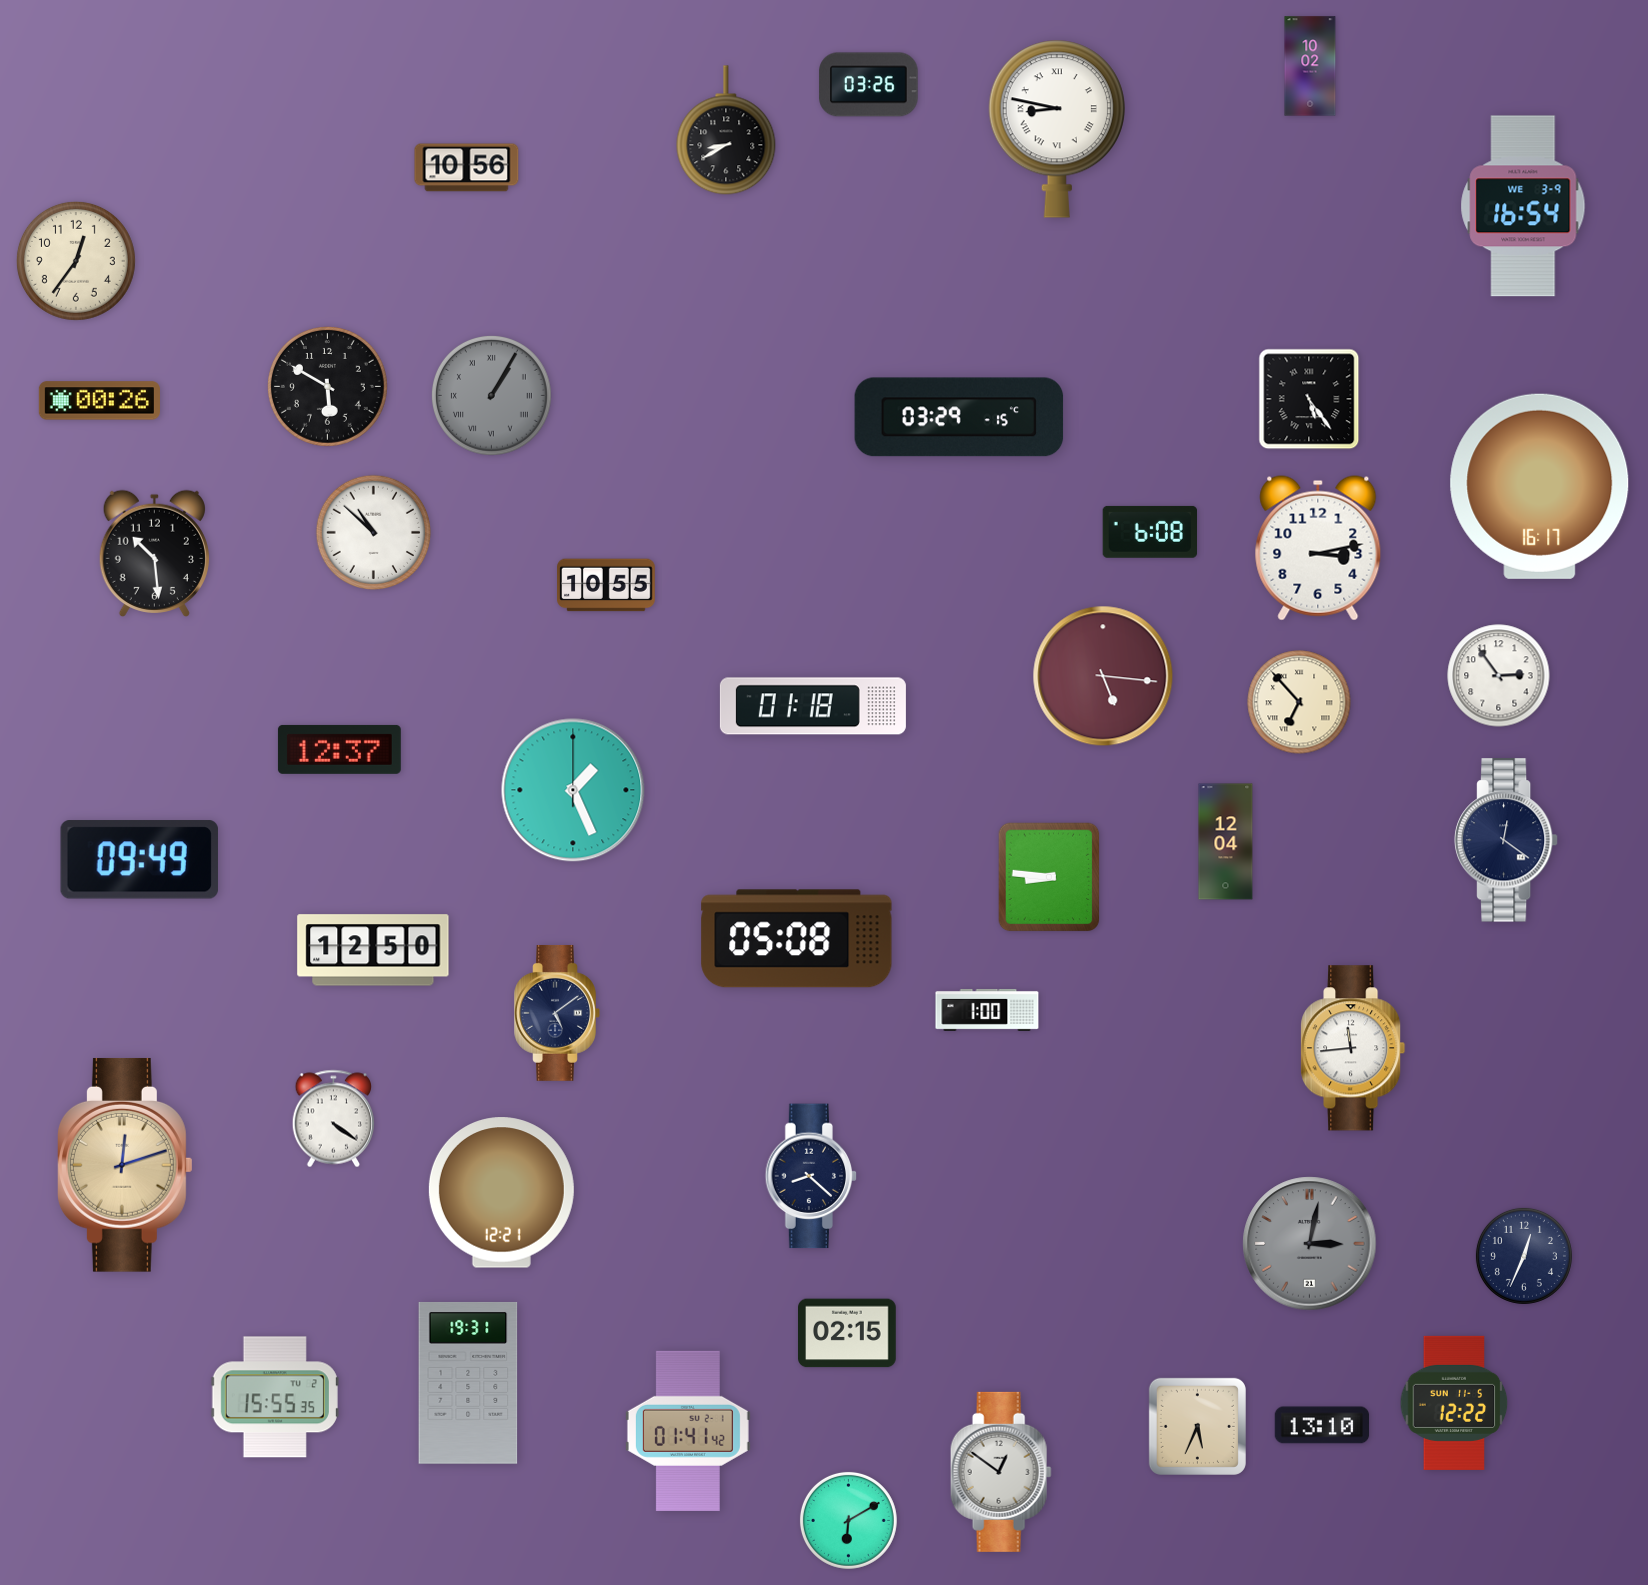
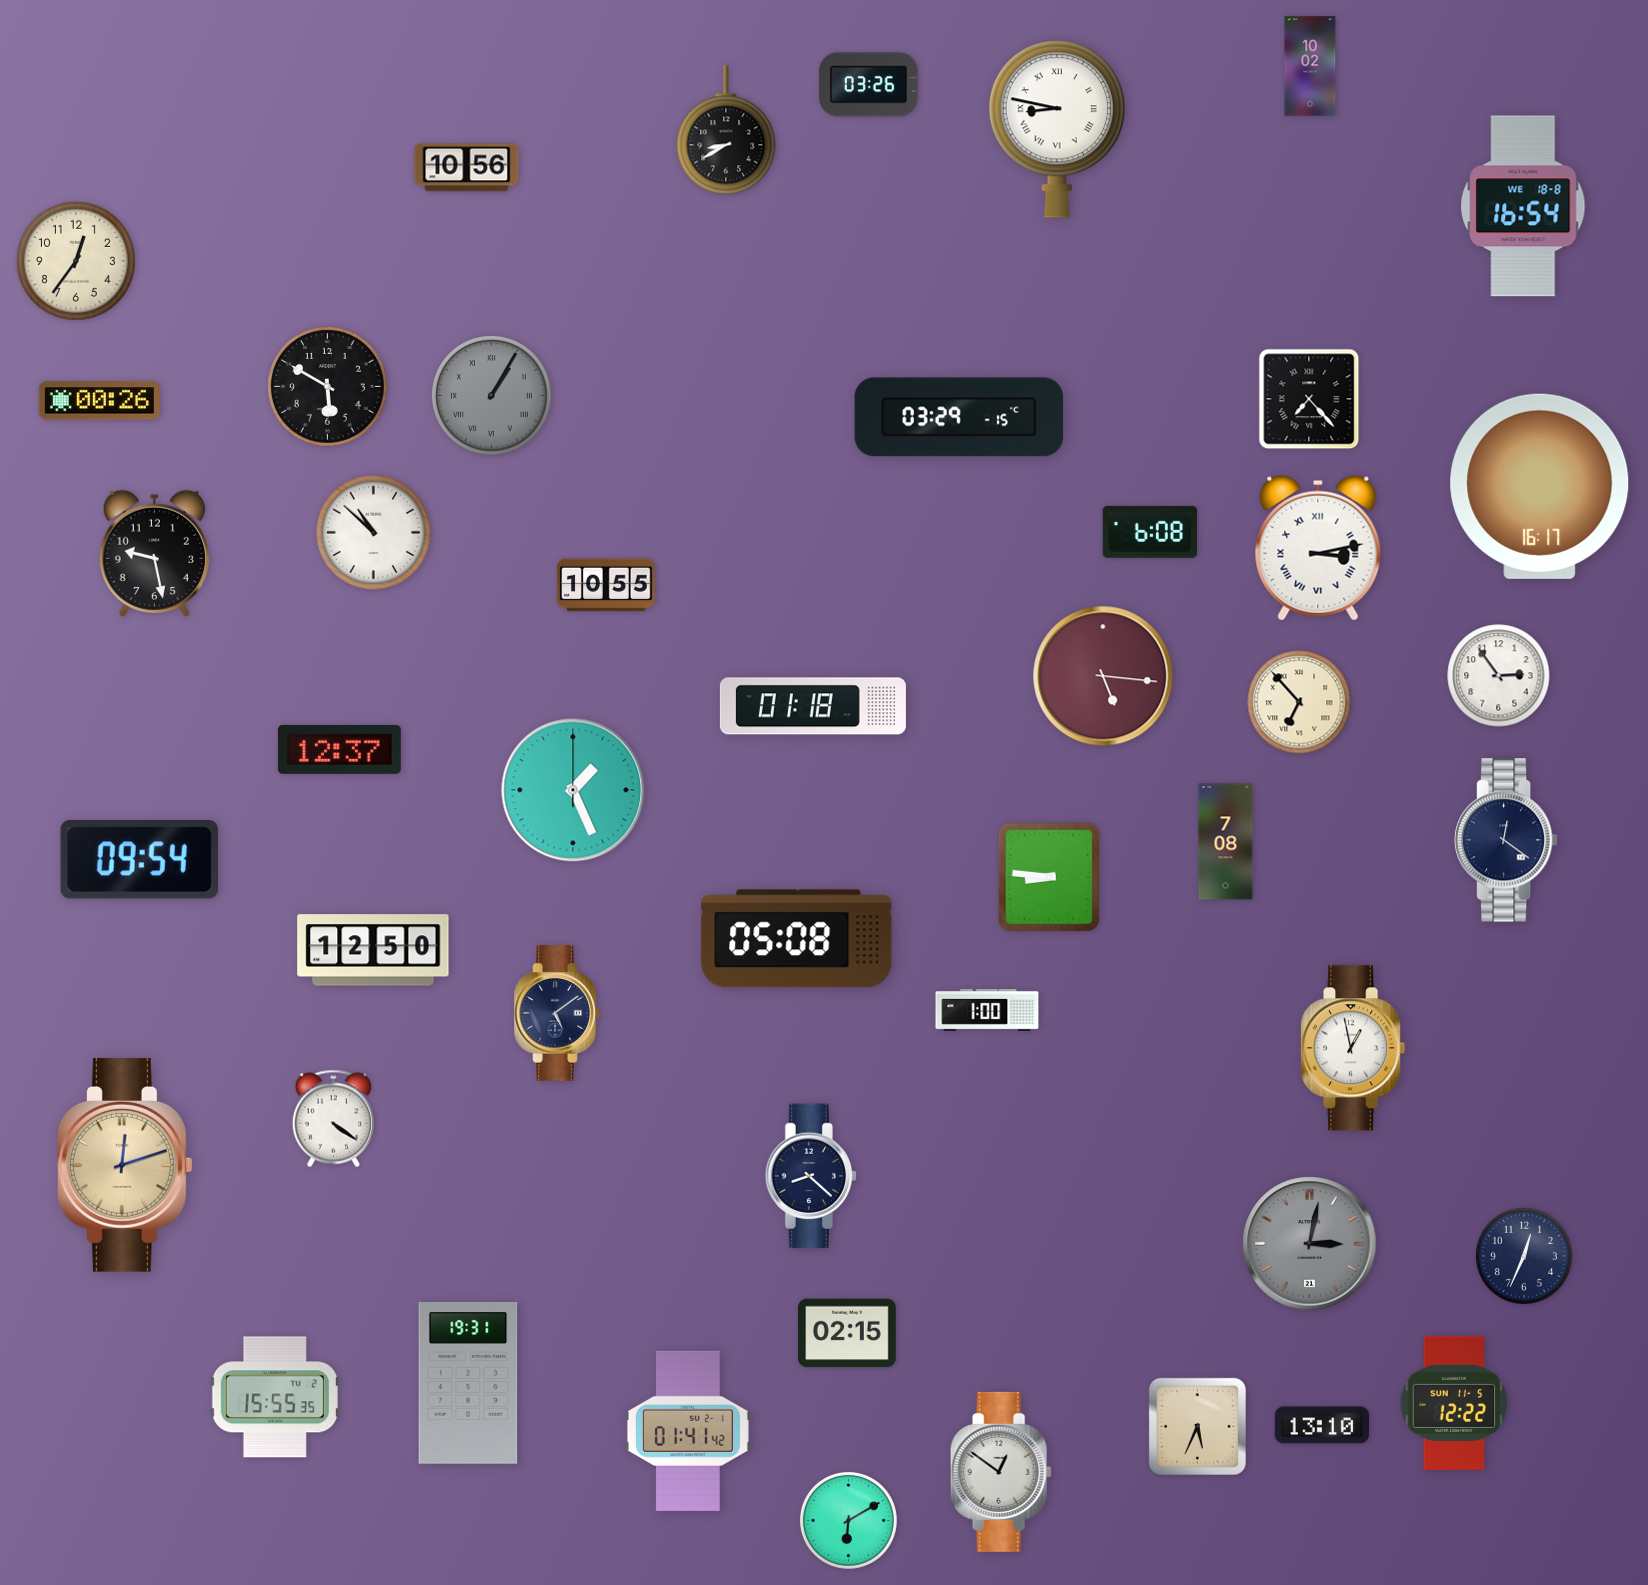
clock at (1523, 206) date: WE 3-9 -> WE 18-8
clock at (1309, 399): 5:24 -> 7:23
clock at (1318, 548) numerals: Arabic -> Roman
clock at (154, 553): 10:29 -> 9:28
clock at (1226, 842): 12:04 -> 7:08
clock at (139, 860): 09:49 -> 09:54
clock at (1354, 1048): 11:44 -> 12:58
clock at (501, 1193): 12:21 -> none
